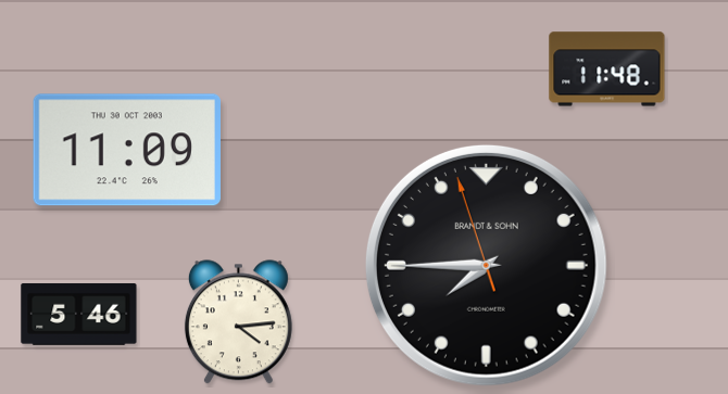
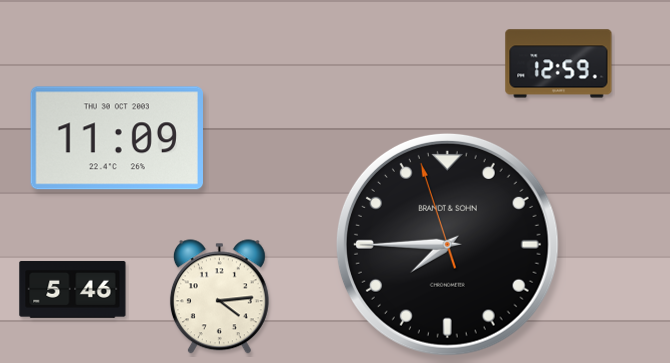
clock at (607, 69): 11:48 -> 12:59
